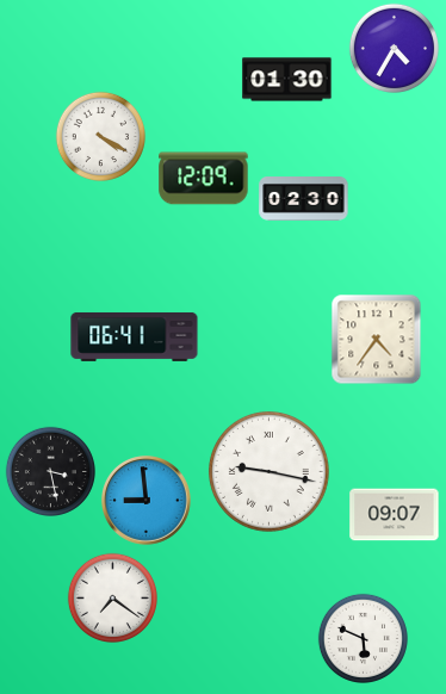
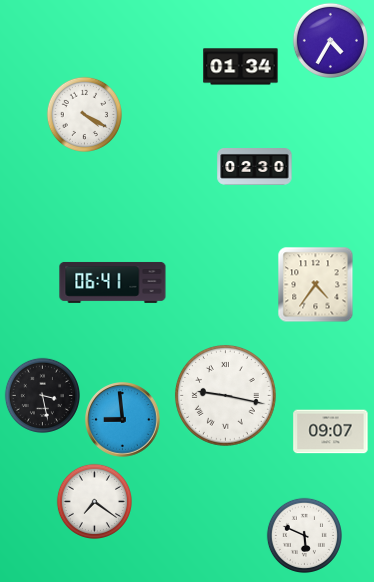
clock at (287, 80): 01:30 -> 01:34
clock at (204, 179): 12:09 -> none
